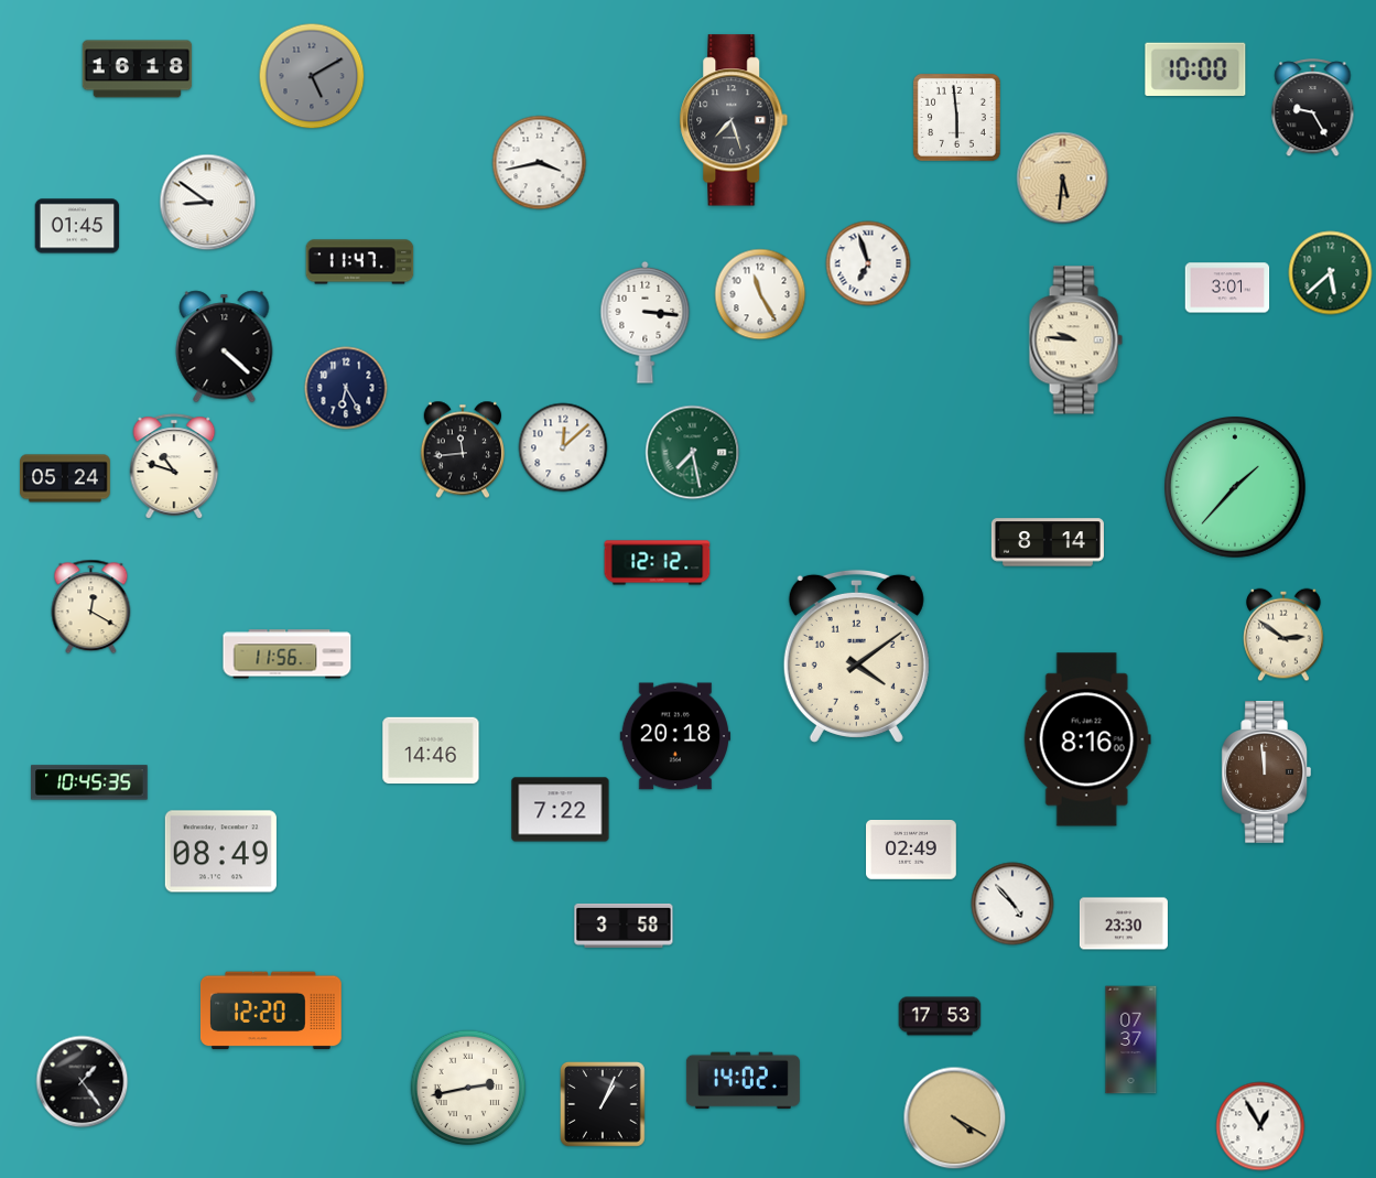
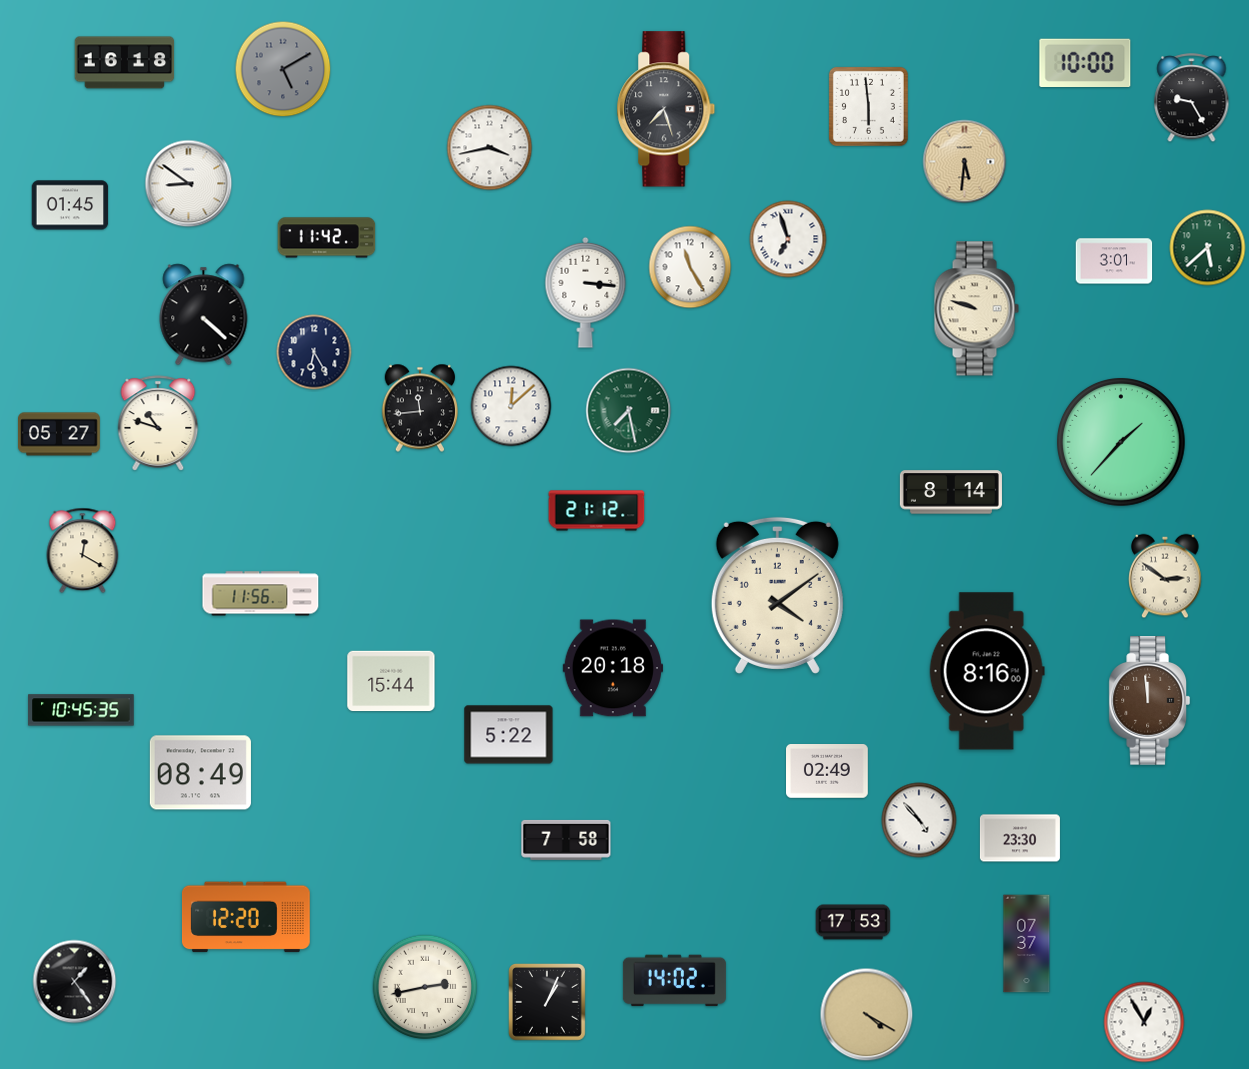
clock at (360, 262): 11:47 -> 11:42
clock at (1075, 341): 9:46 -> 9:48
clock at (65, 478): 05:24 -> 05:27
clock at (658, 563): 12:12 -> 21:12
clock at (431, 750): 14:46 -> 15:44
clock at (561, 810): 7:22 -> 5:22
clock at (624, 926): 3:58 -> 7:58
